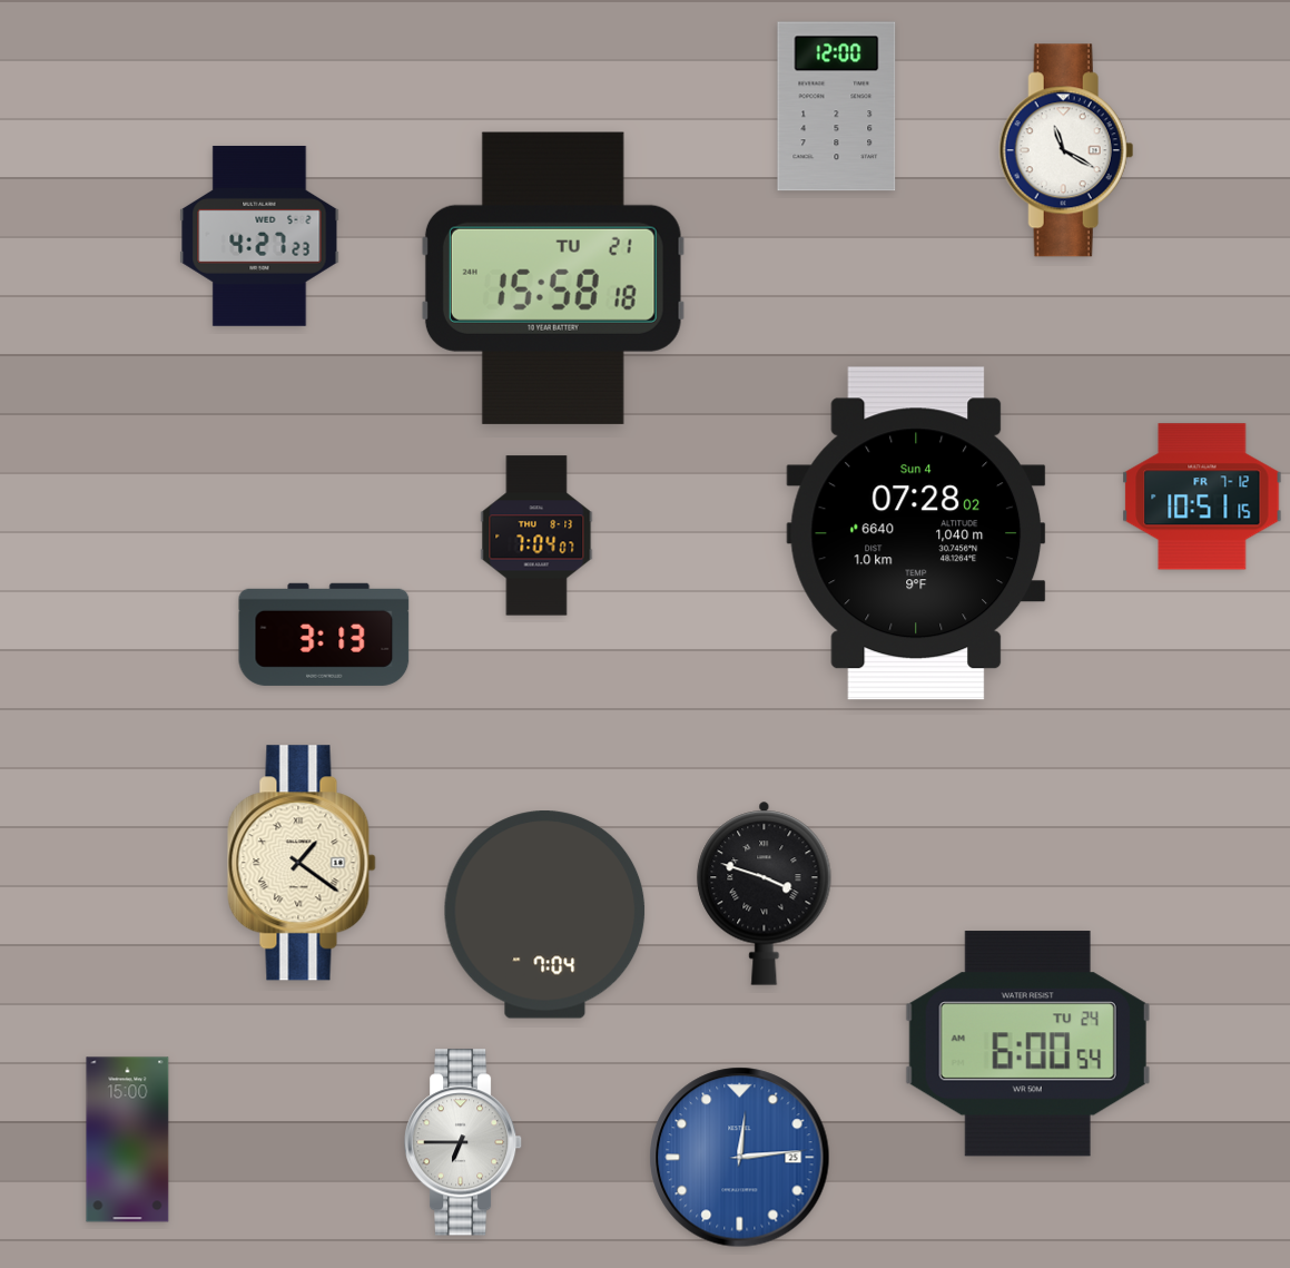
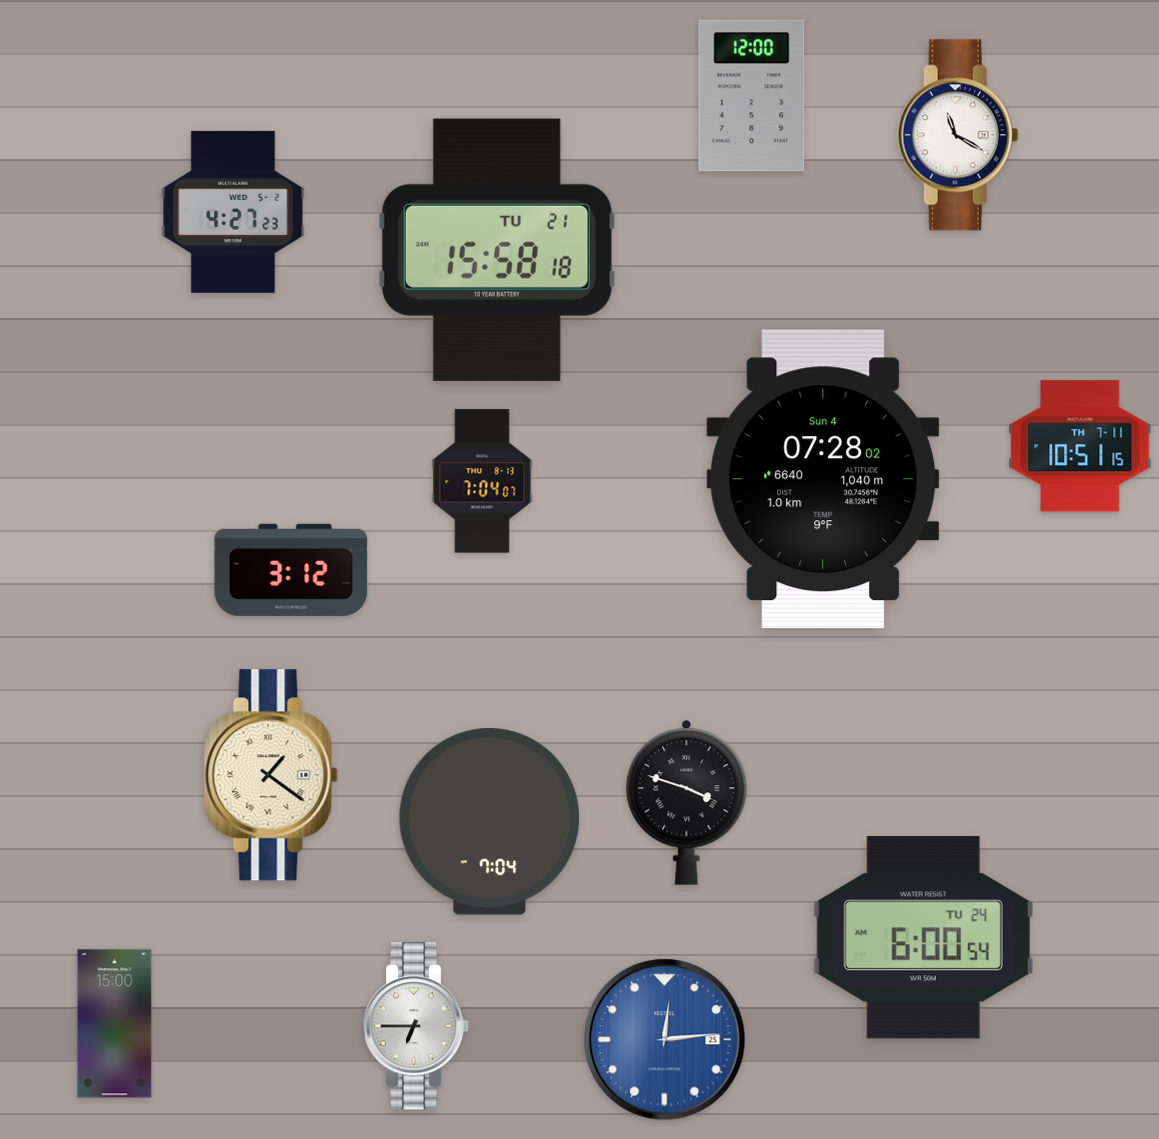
clock at (1202, 497) date: FR 7-12 -> TH 7-11
clock at (324, 635): 3:13 -> 3:12
